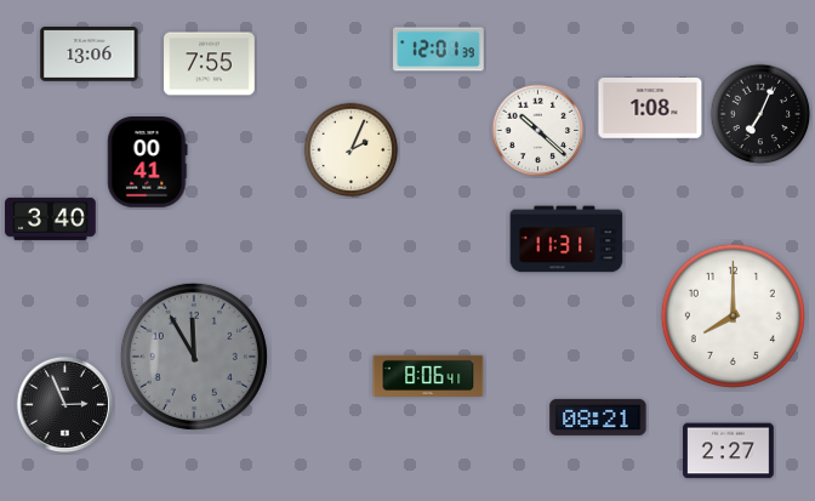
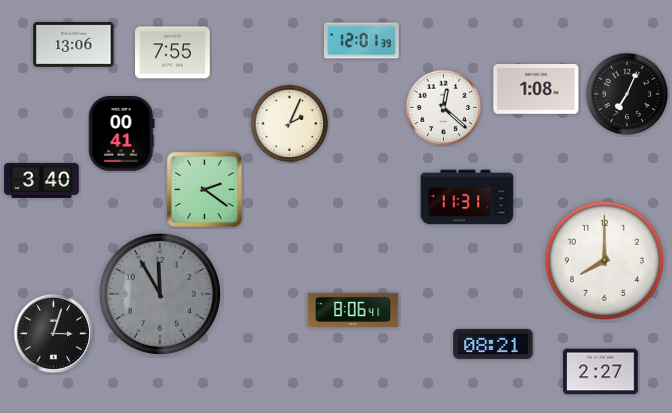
clock at (538, 131): 10:22 -> 12:22
clock at (204, 189): none -> 2:21
clock at (64, 404): 2:56 -> 3:03
